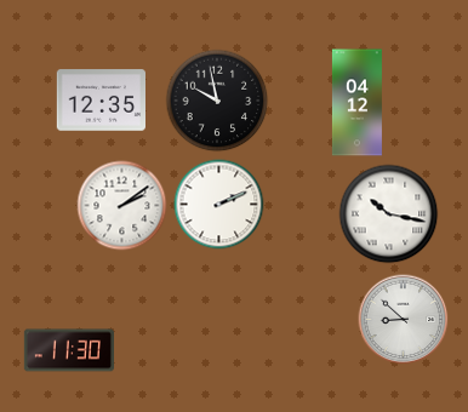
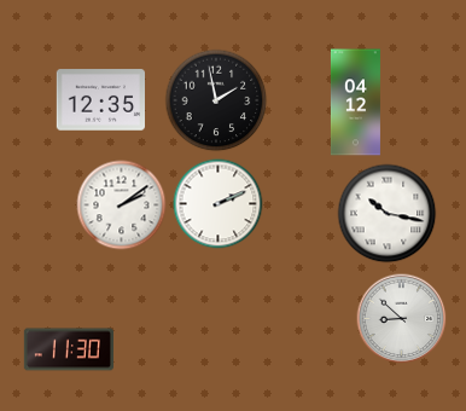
clock at (217, 101): 9:58 -> 1:58
